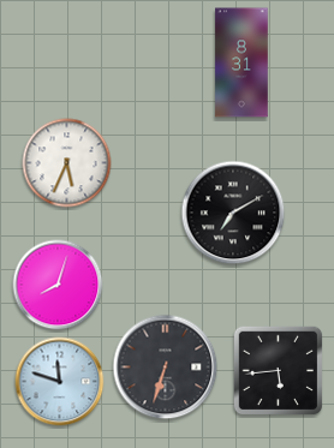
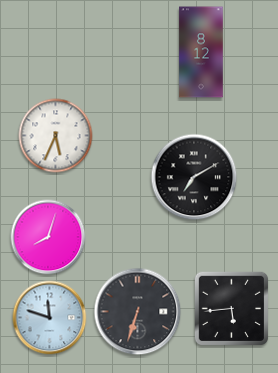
clock at (241, 62): 8:31 -> 8:12
clock at (166, 368) position: (166, 368) -> (138, 312)
